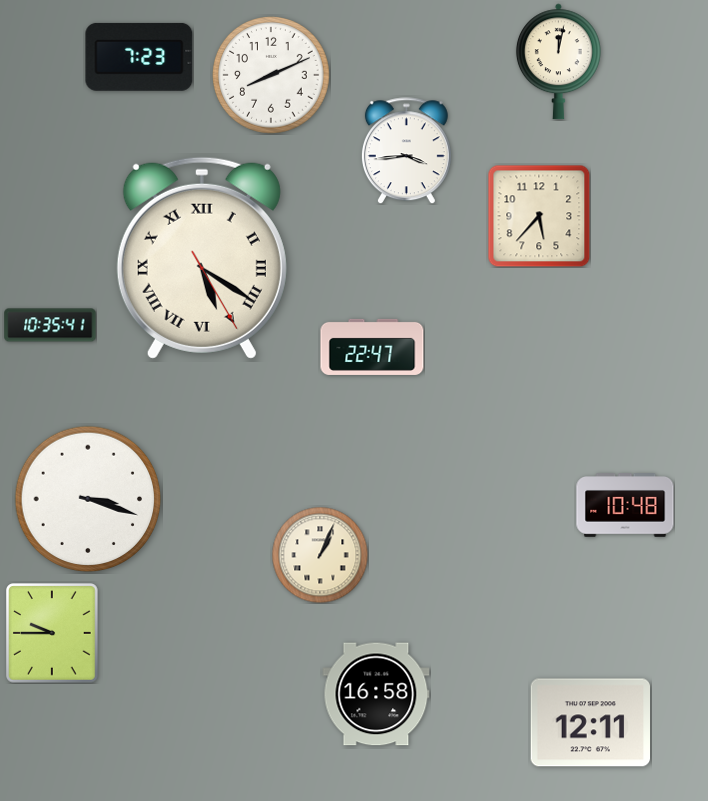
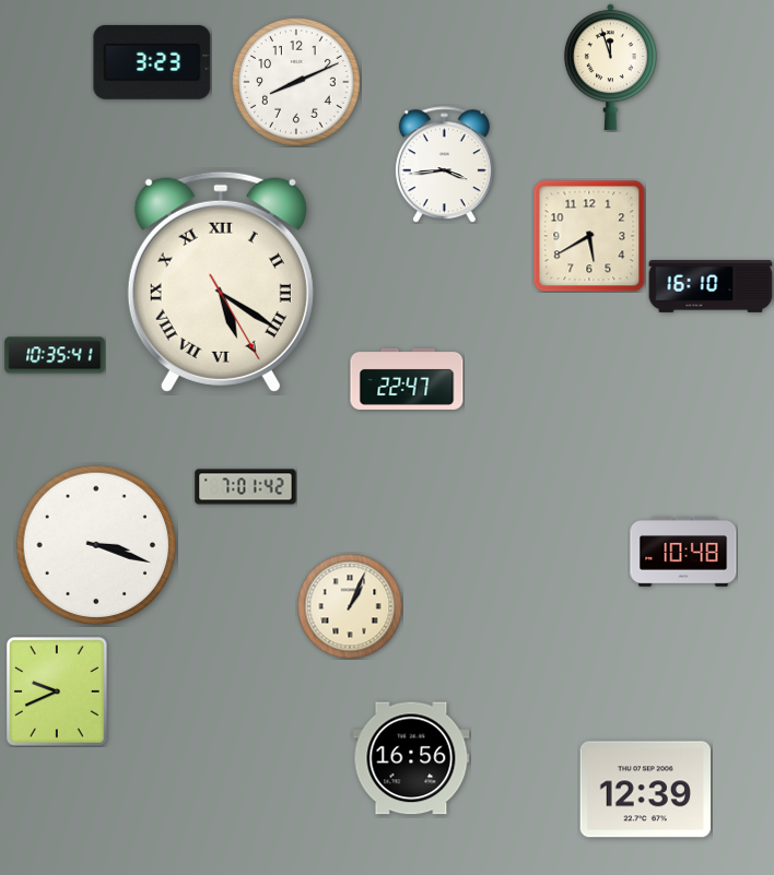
clock at (139, 57): 7:23 -> 3:23
clock at (558, 62): 12:02 -> 11:57
clock at (539, 216): 5:37 -> 5:40
clock at (711, 287): none -> 16:10
clock at (246, 487): none -> 7:01
clock at (52, 633): 9:45 -> 9:41
clock at (376, 694): 16:58 -> 16:56
clock at (591, 723): 12:11 -> 12:39
